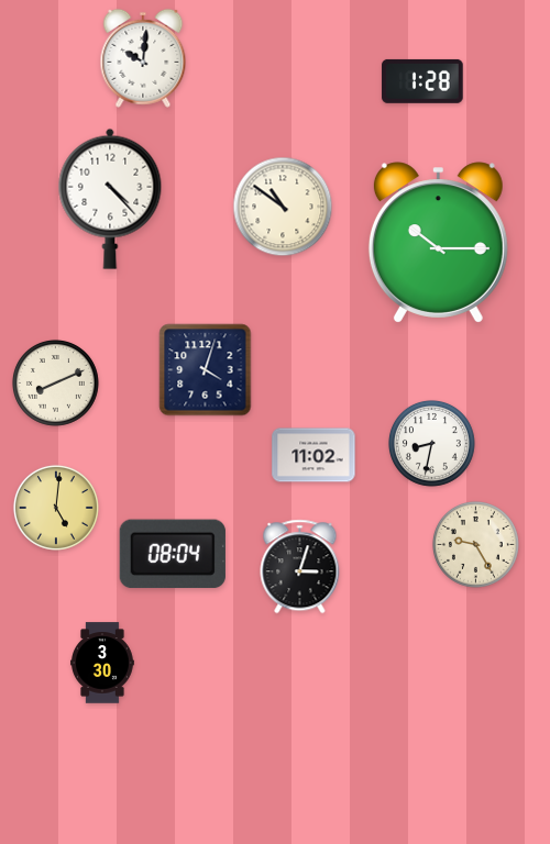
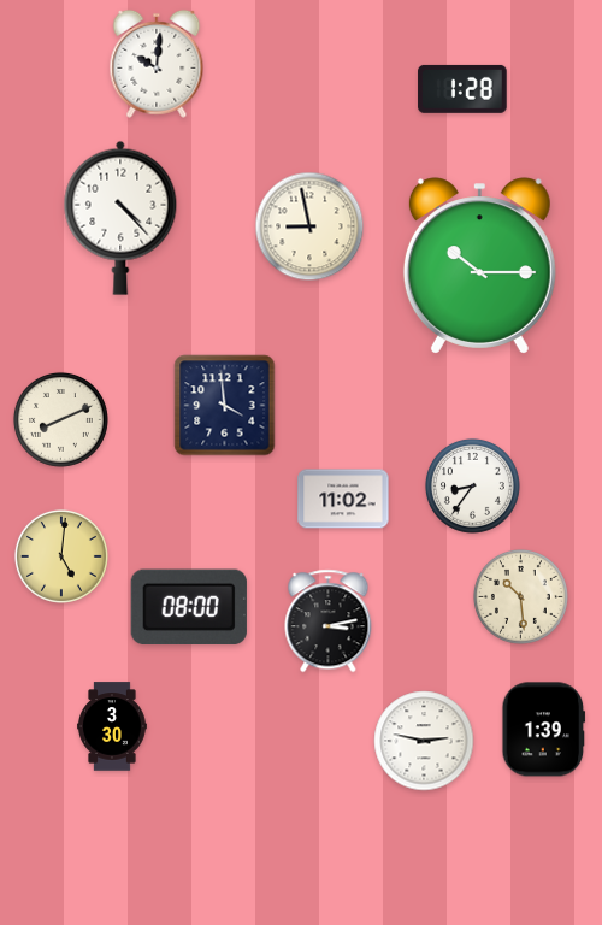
clock at (283, 207): 10:51 -> 8:58
clock at (206, 370): 4:03 -> 3:59
clock at (431, 443): 8:32 -> 8:36
clock at (475, 544): 9:25 -> 10:29
clock at (173, 554): 08:04 -> 08:00
clock at (300, 567): 3:03 -> 3:13
clock at (544, 730): none -> 1:39
clock at (424, 741): none -> 2:47
